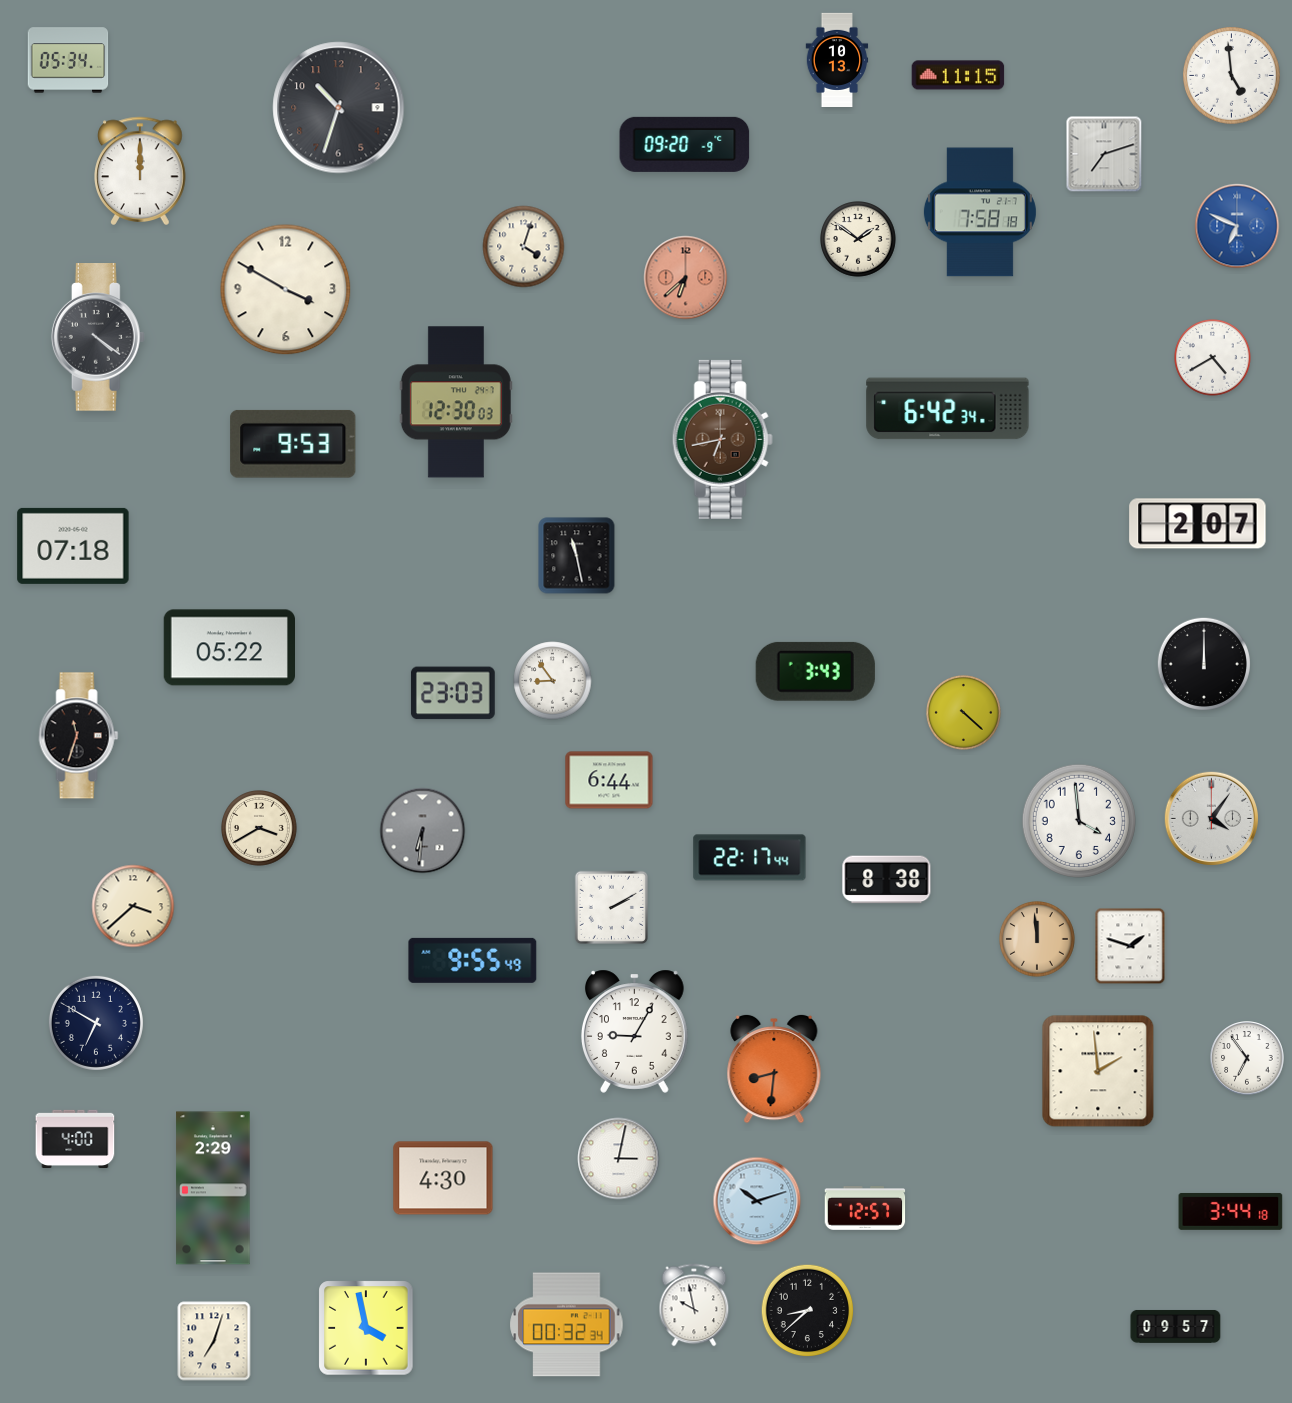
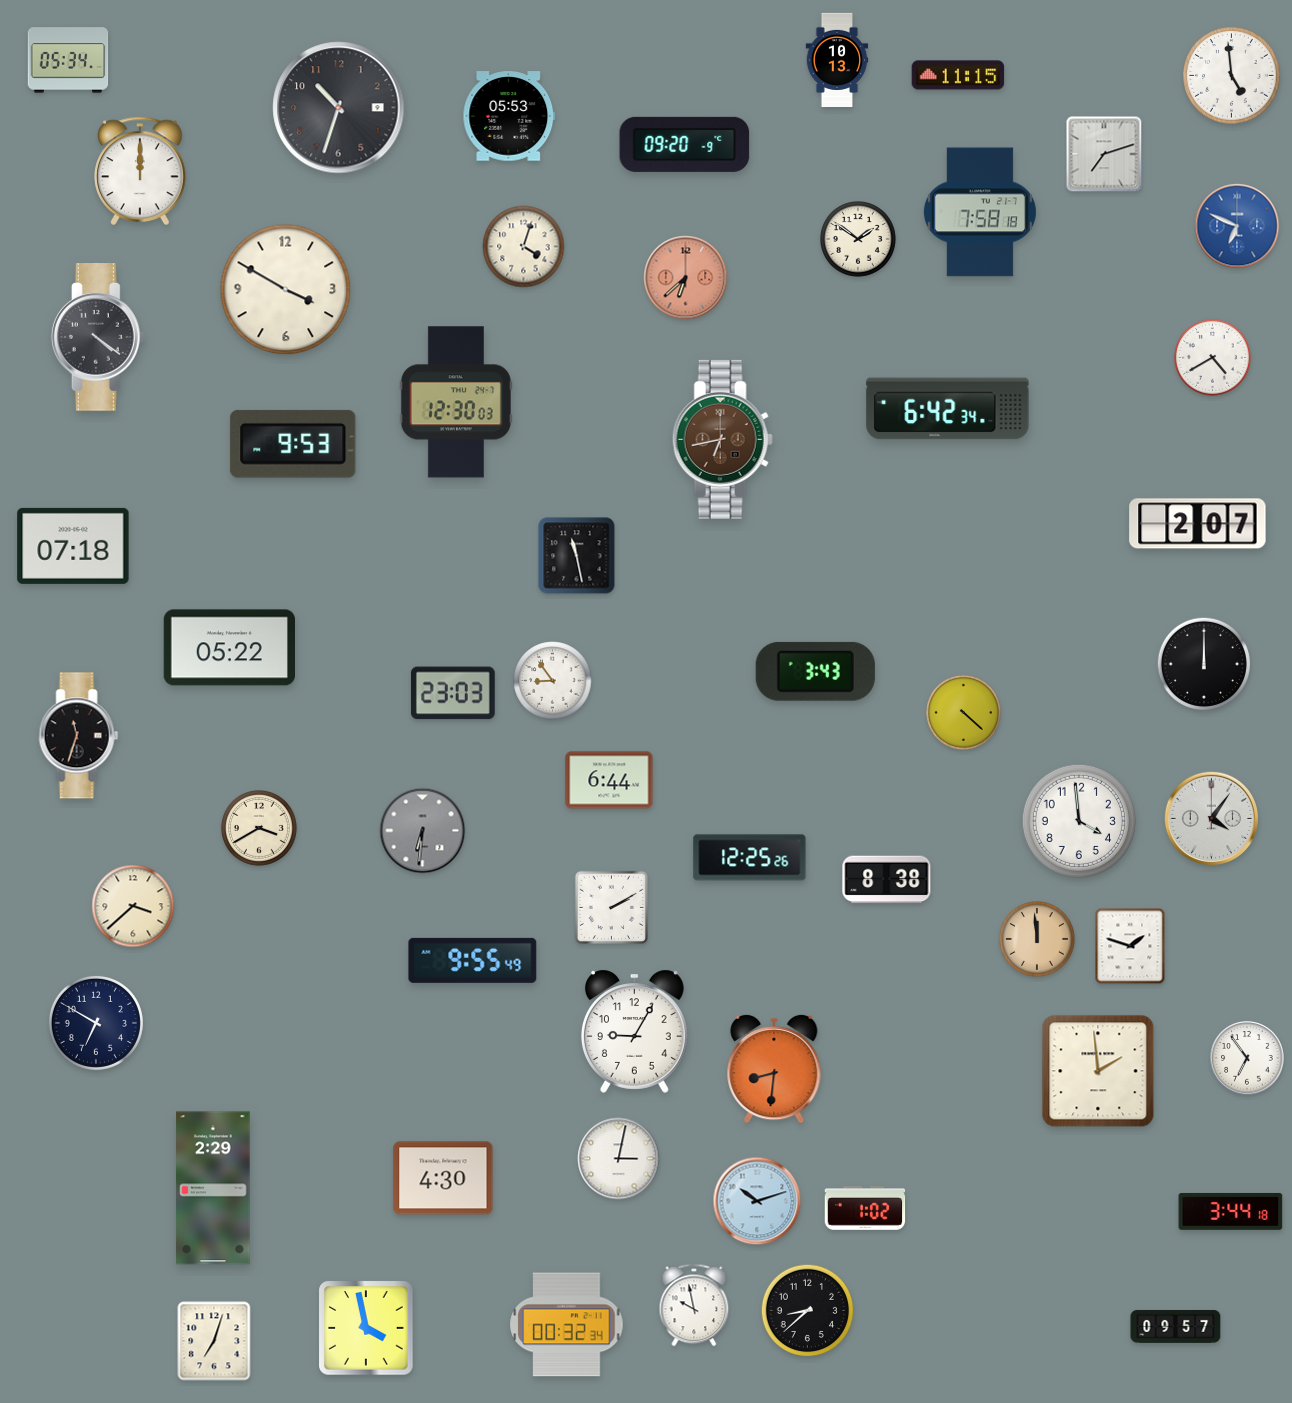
clock at (509, 116): none -> 05:53
clock at (750, 858): 22:17 -> 12:25
clock at (75, 1139): 4:00 -> none
clock at (865, 1209): 12:57 -> 1:02
